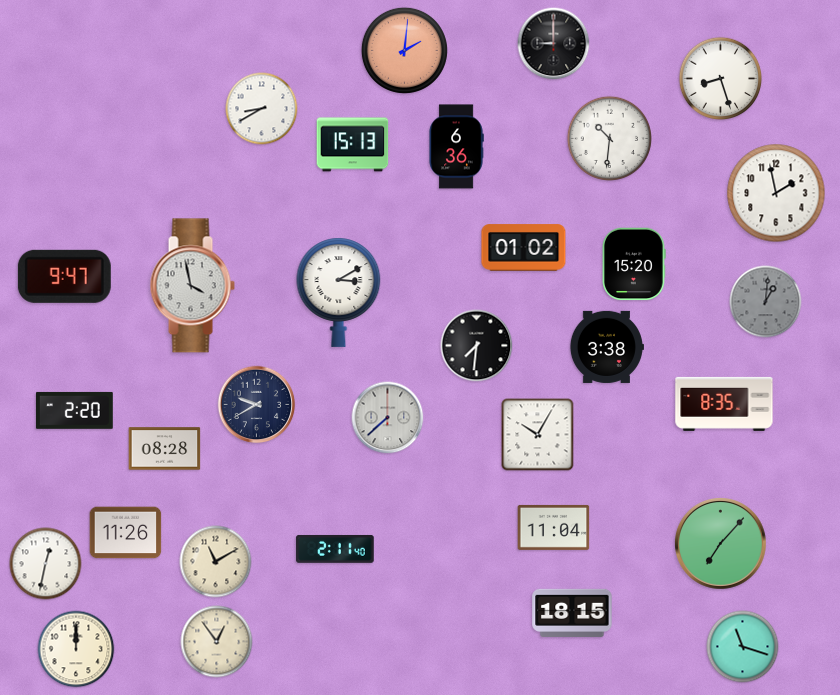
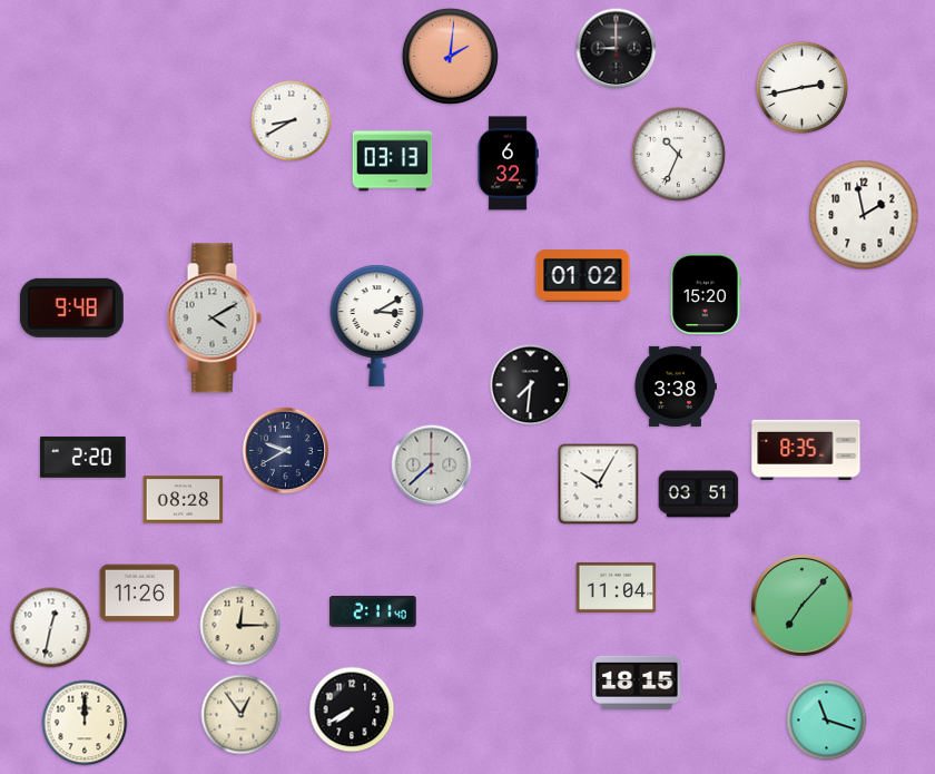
clock at (721, 79): 8:27 -> 2:43
clock at (609, 138): 10:31 -> 10:34
clock at (353, 145): 15:13 -> 03:13
clock at (456, 147): 6:36 -> 6:32
clock at (64, 276): 9:47 -> 9:48
clock at (192, 286): 3:58 -> 4:10
clock at (766, 302): 1:01 -> none
clock at (699, 494): none -> 03:51
clock at (216, 562): 11:10 -> 12:15
clock at (352, 709): none -> 7:40
